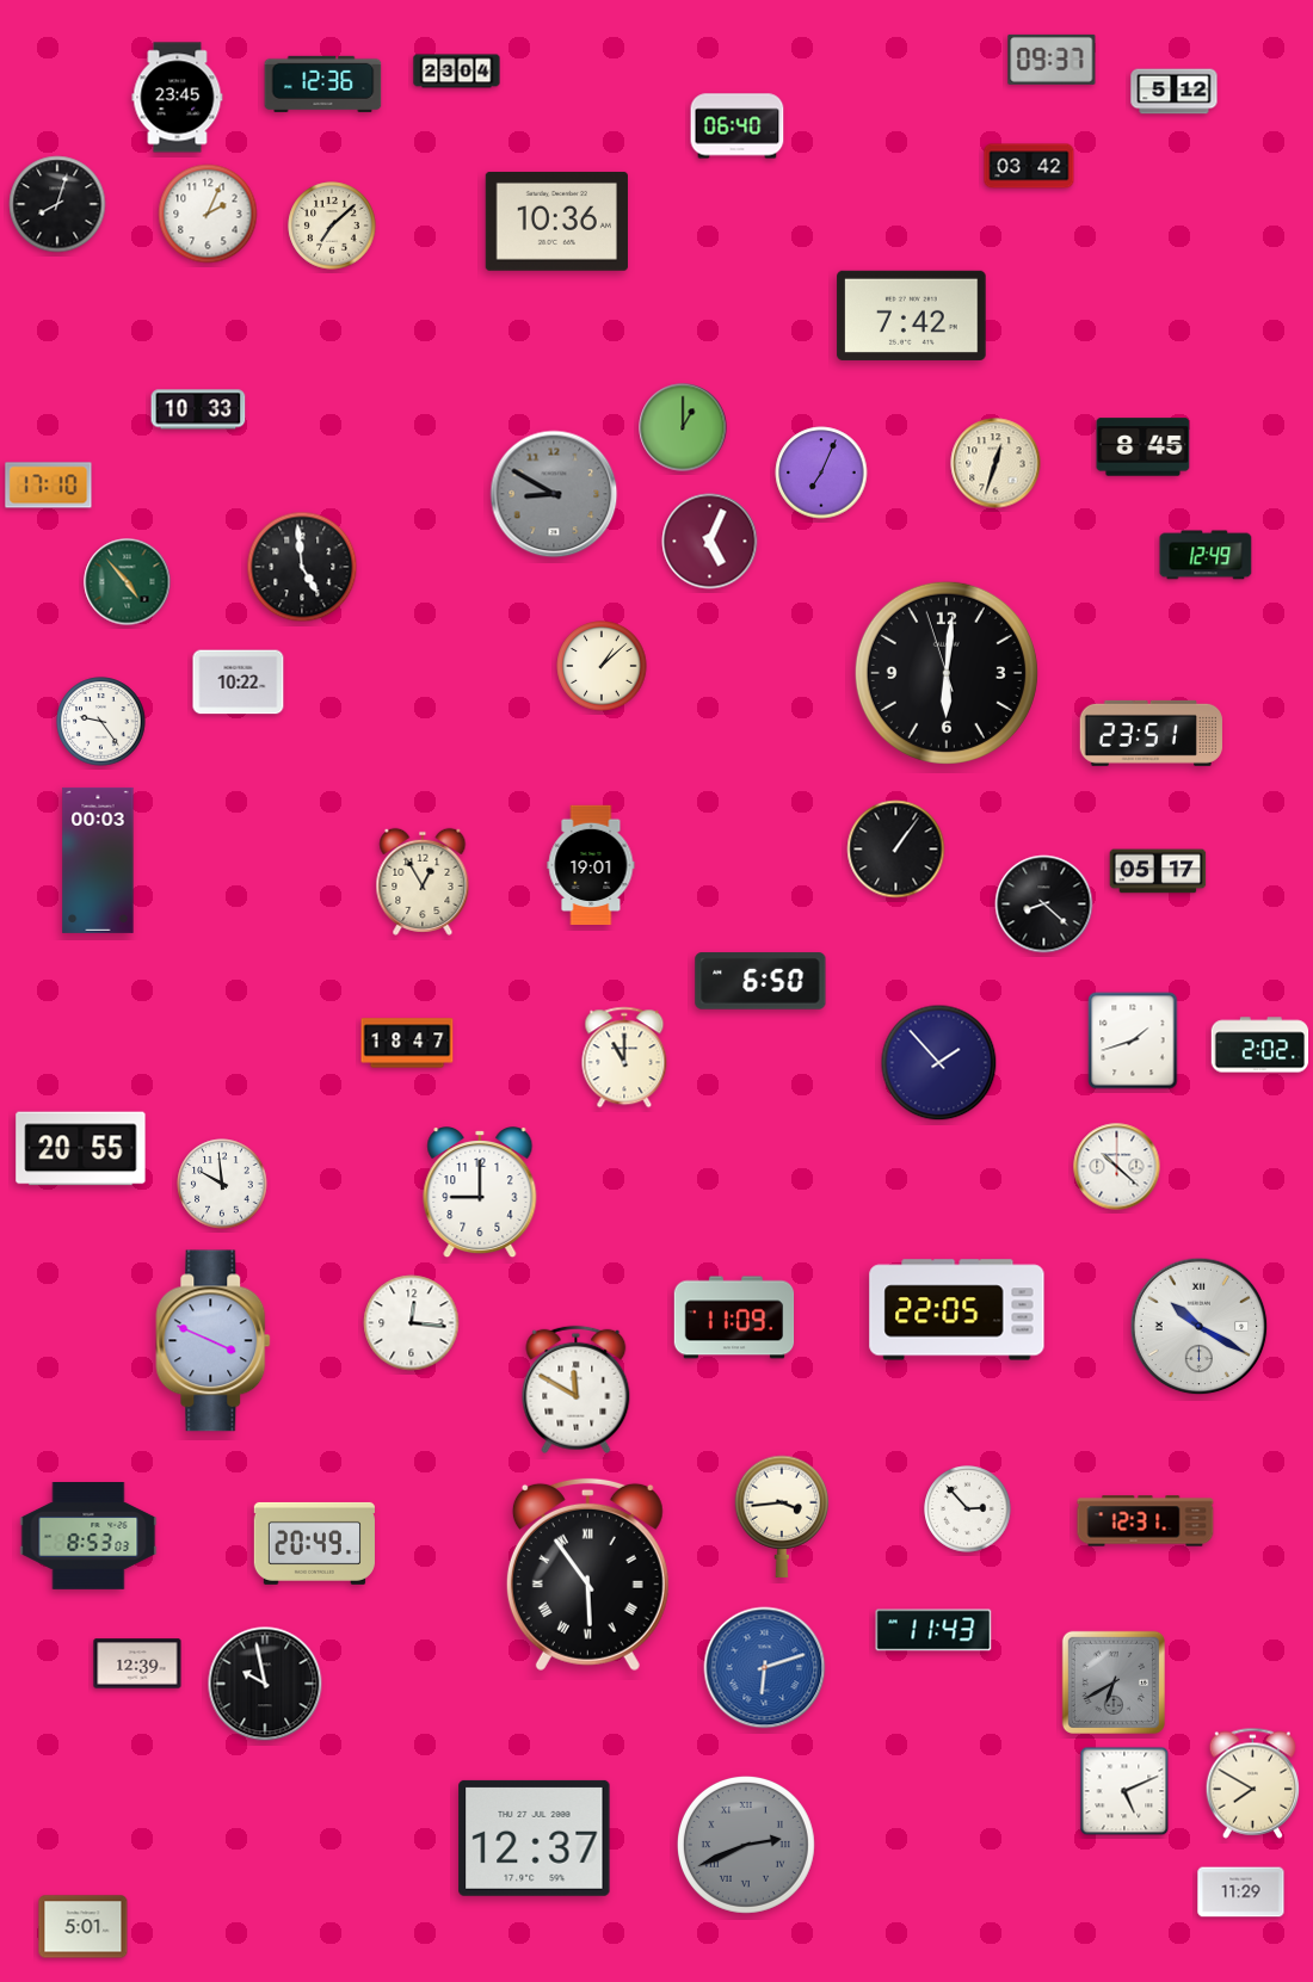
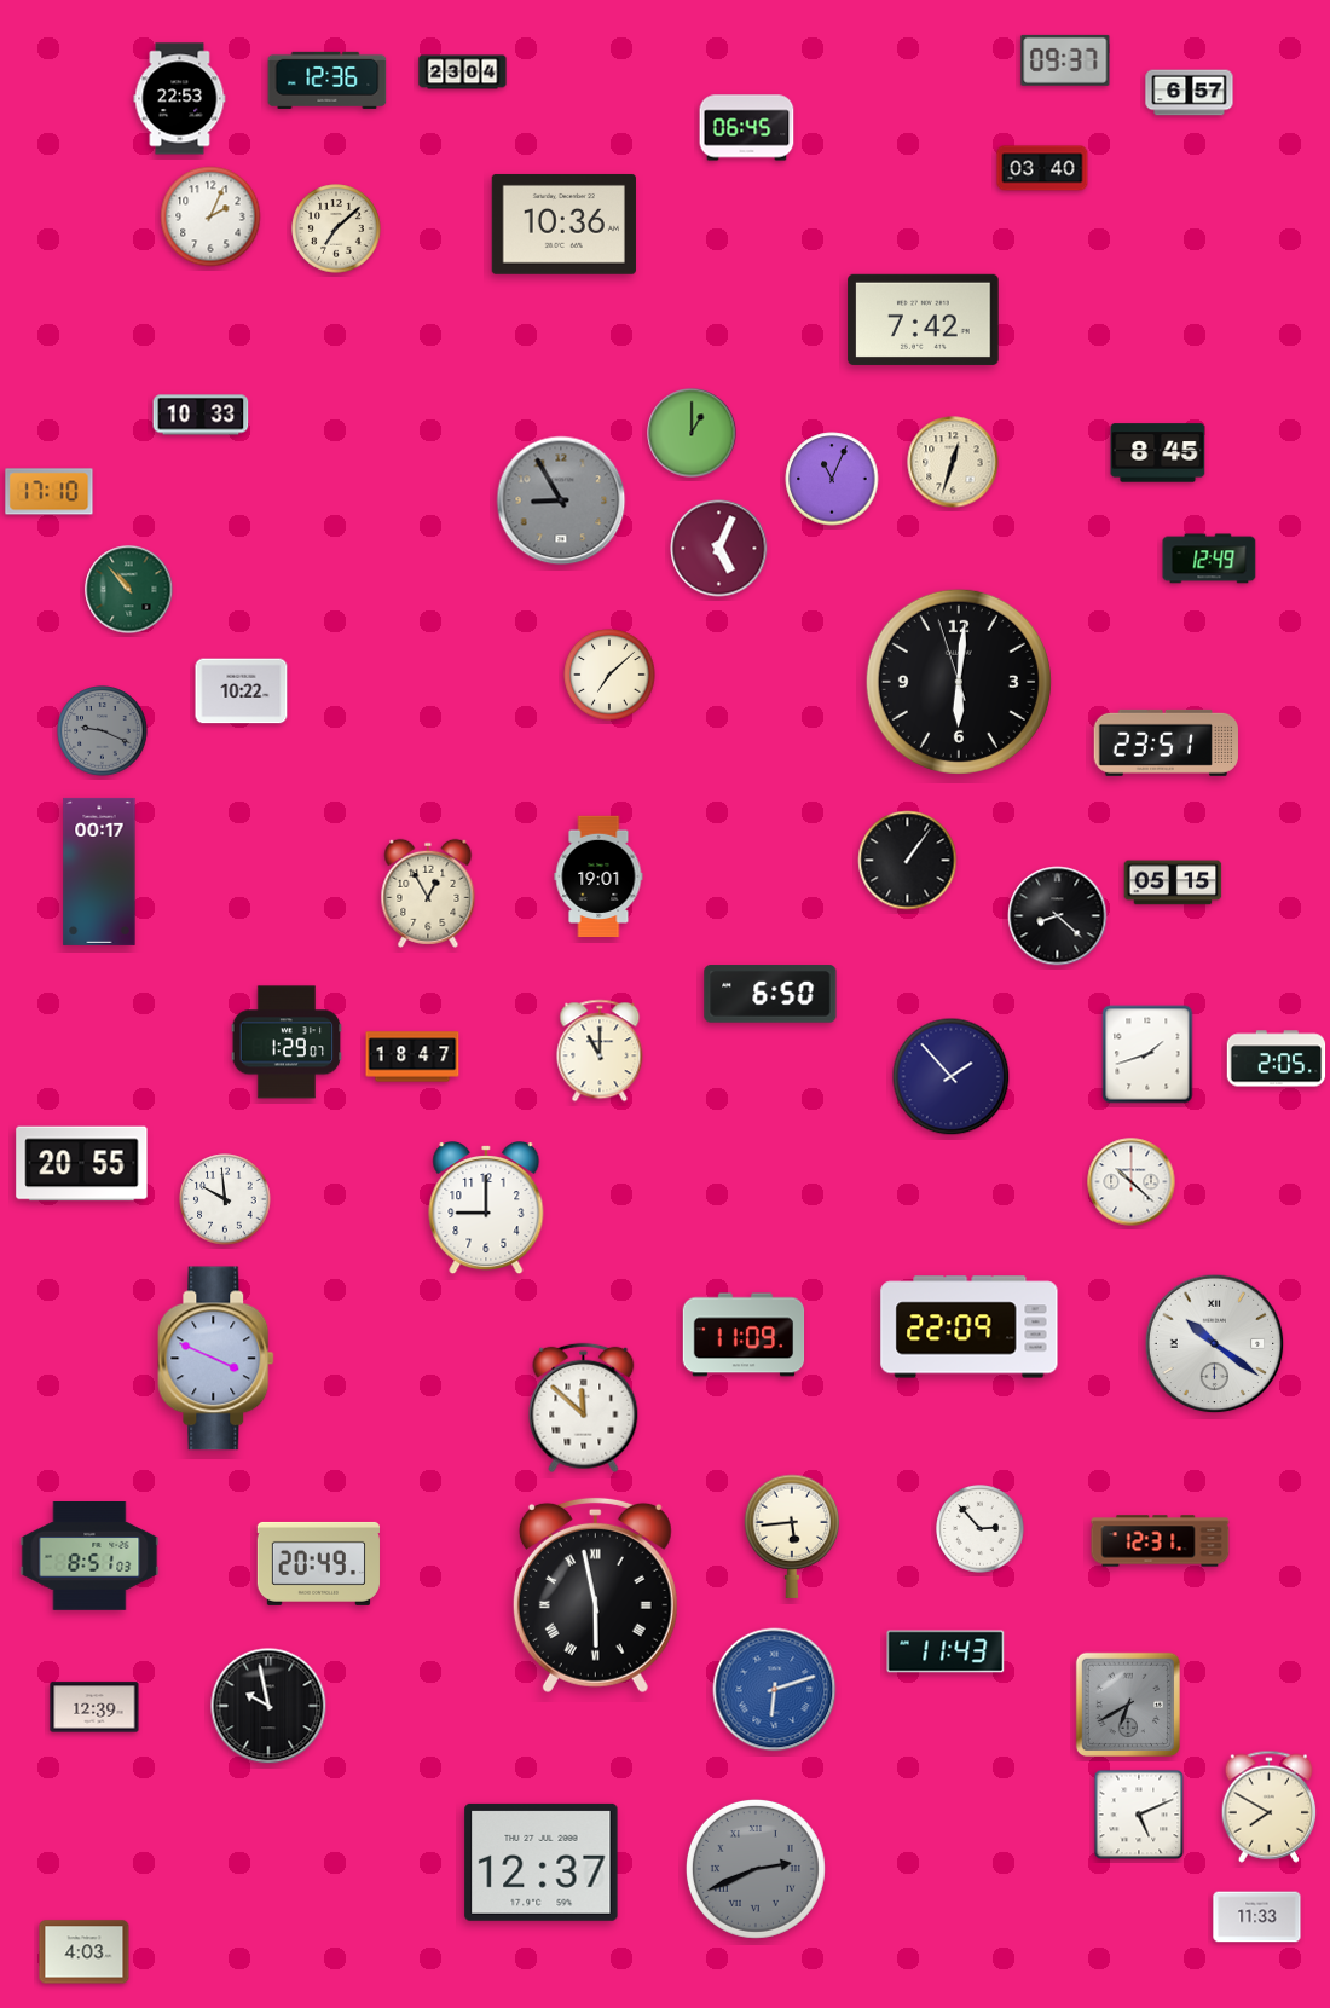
clock at (323, 84) position: (323, 84) -> (328, 80)
clock at (1175, 92): 5:12 -> 6:57
clock at (178, 98): 23:45 -> 22:53
clock at (738, 126): 06:40 -> 06:45
clock at (1029, 166): 03:42 -> 03:40
clock at (57, 204): 8:03 -> none
clock at (995, 463) position: (995, 463) -> (953, 462)
clock at (821, 473): 7:04 -> 11:04
clock at (554, 494): 8:50 -> 8:55
clock at (1206, 555) position: (1206, 555) -> (1209, 559)
clock at (302, 567): 4:59 -> none
clock at (128, 582): 4:53 -> 10:53
clock at (602, 666): 1:08 -> 7:08
clock at (101, 722): 9:24 -> 9:19
clock at (101, 722) dial: white -> grey
clock at (98, 860): 00:03 -> 00:17
clock at (1158, 871): 05:17 -> 05:15
clock at (287, 1042): none -> 1:29
clock at (1260, 1045): 2:02 -> 2:05
clock at (624, 1057) position: (624, 1057) -> (600, 1051)
clock at (957, 1310): 22:05 -> 22:09
clock at (412, 1323): 12:16 -> none
clock at (1200, 1327): 10:20 -> 10:21
clock at (577, 1390): 11:50 -> 11:52
clock at (782, 1517): 3:44 -> 5:44
clock at (88, 1537): 8:53 -> 8:51
clock at (587, 1574): 5:54 -> 5:58
clock at (137, 1663) position: (137, 1663) -> (94, 1707)
clock at (1241, 1893): 11:29 -> 11:33
clock at (84, 1927): 5:01 -> 4:03
